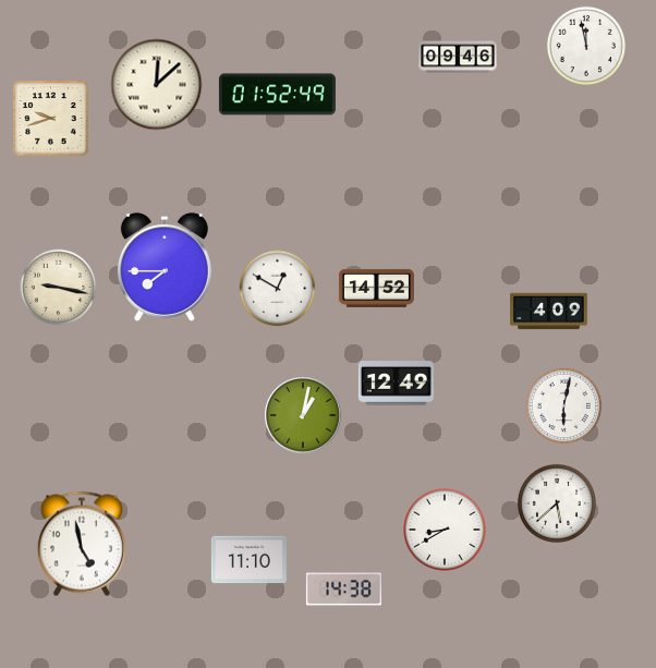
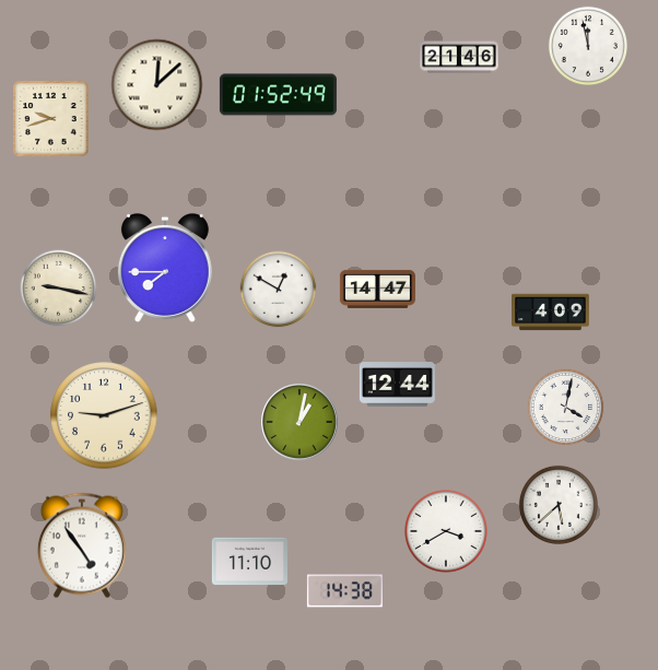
clock at (458, 57): 09:46 -> 21:46
clock at (376, 288): 14:52 -> 14:47
clock at (396, 384): 12:49 -> 12:44
clock at (564, 406): 6:02 -> 4:02
clock at (104, 415): none -> 9:12
clock at (303, 415) position: (303, 415) -> (299, 422)
clock at (445, 530): 8:40 -> 3:40
clock at (82, 544): 4:58 -> 4:54
